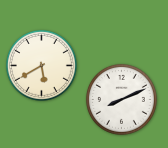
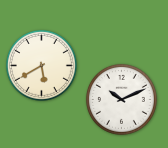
clock at (121, 99): 8:11 -> 10:11
